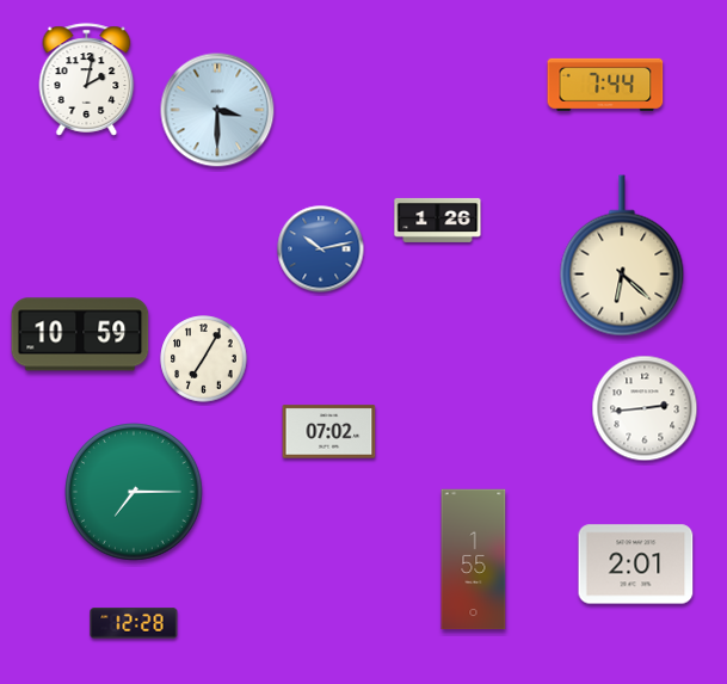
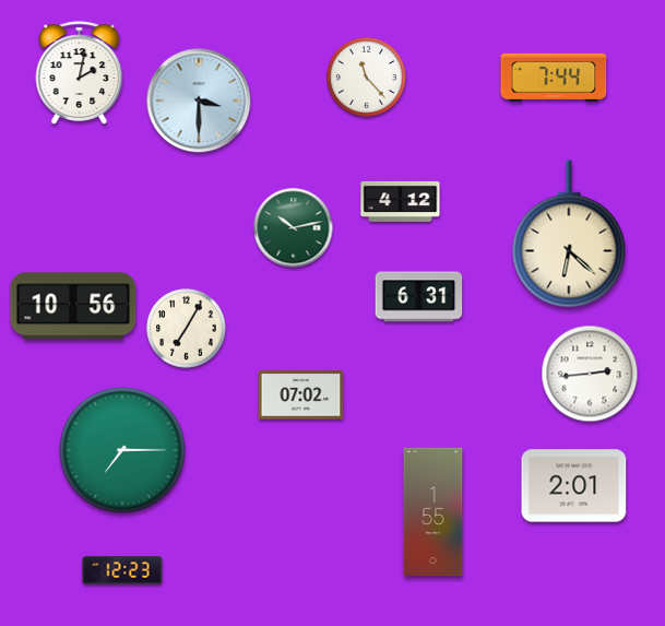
clock at (367, 78): none -> 11:23
clock at (438, 220): 1:26 -> 4:12
clock at (321, 249) dial: blue -> green
clock at (419, 297): none -> 6:31
clock at (80, 334): 10:59 -> 10:56
clock at (636, 565) position: (636, 565) -> (574, 486)
clock at (134, 623): 12:28 -> 12:23
